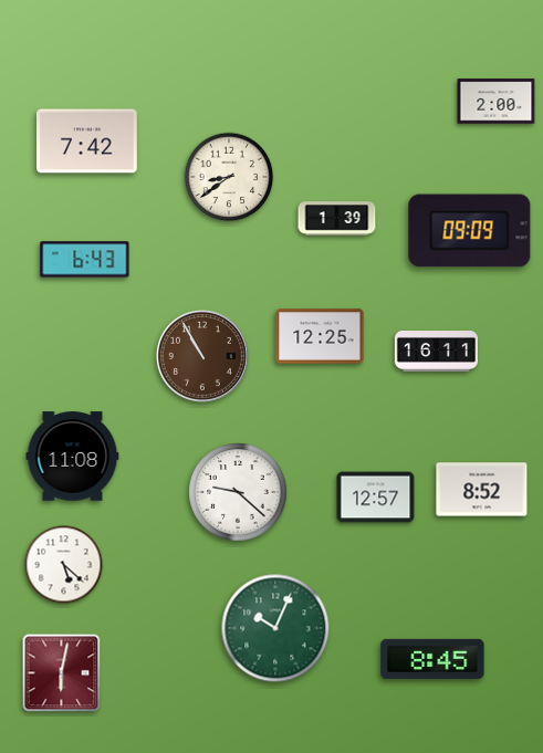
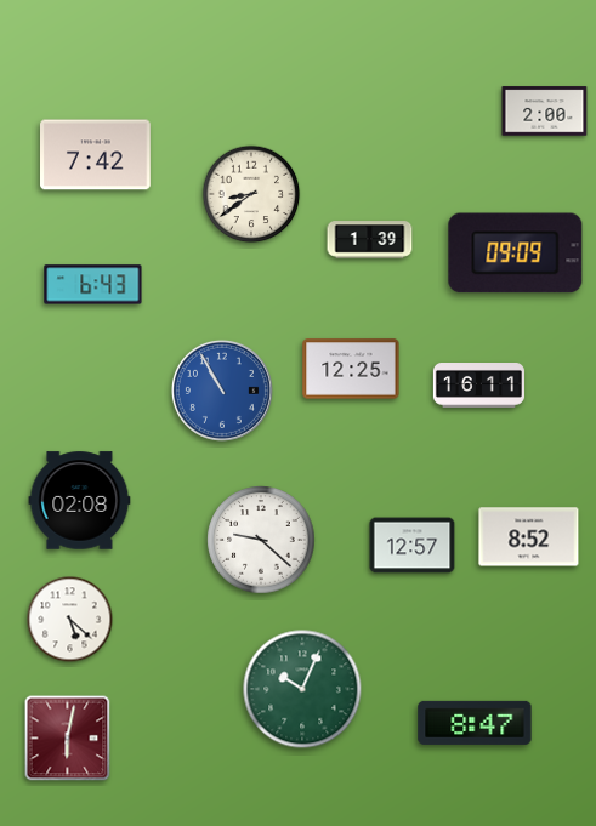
clock at (202, 356) dial: brown -> blue
clock at (73, 457): 11:08 -> 02:08
clock at (432, 659): 8:45 -> 8:47
